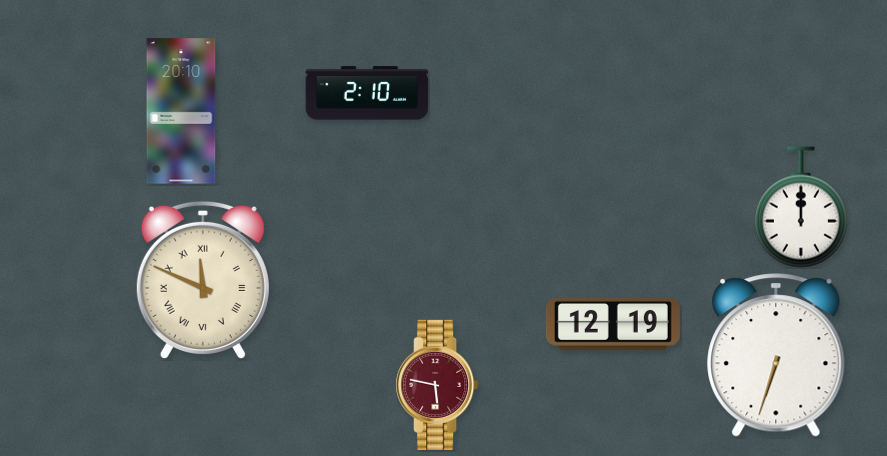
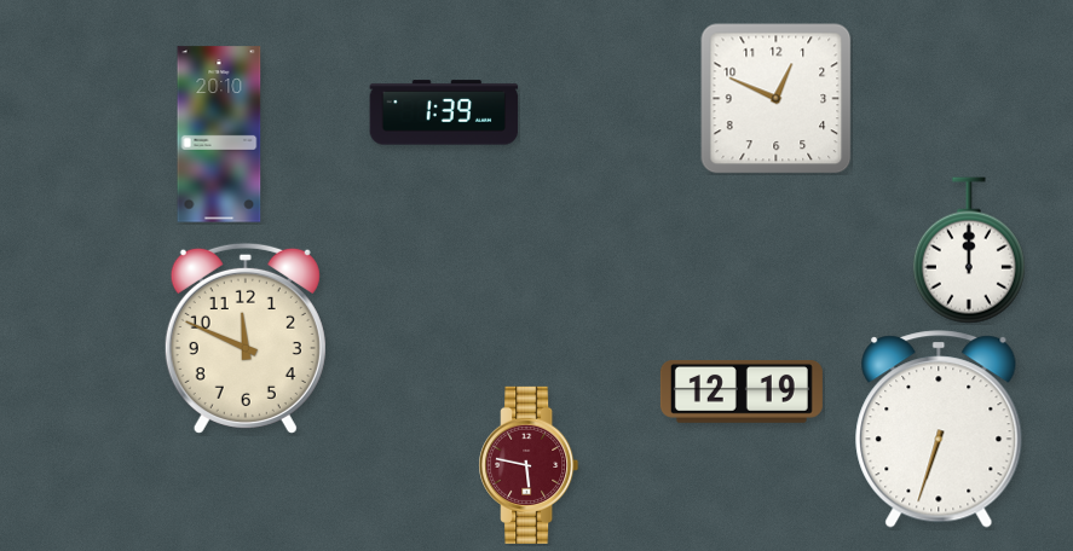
clock at (777, 99): none -> 12:49
clock at (367, 93): 2:10 -> 1:39
clock at (203, 280) numerals: Roman -> Arabic
